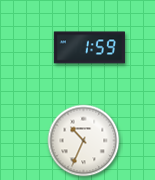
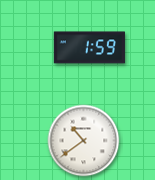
clock at (84, 141): 10:34 -> 10:39
